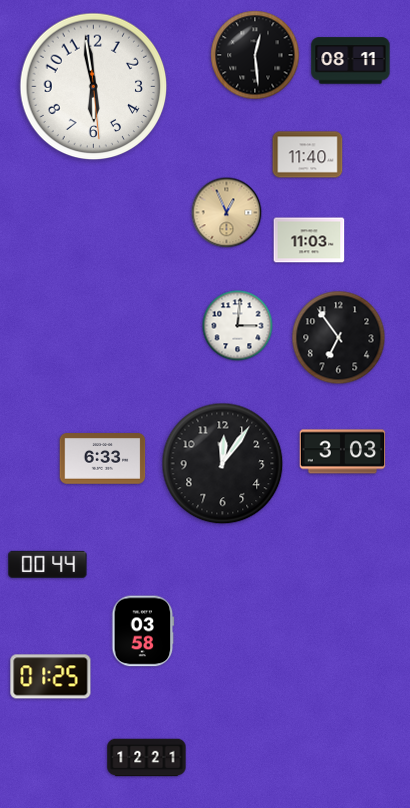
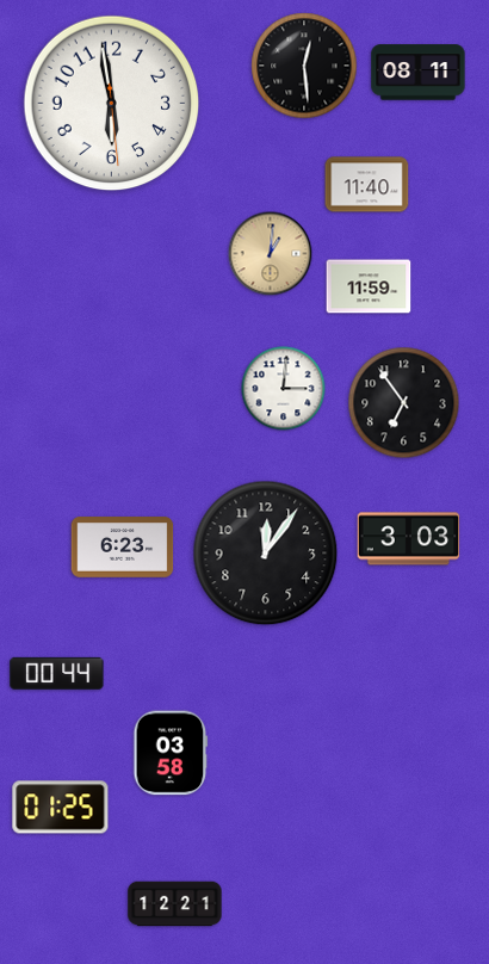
clock at (227, 213): 12:56 -> 1:01
clock at (309, 240): 11:03 -> 11:59
clock at (103, 459): 6:33 -> 6:23
